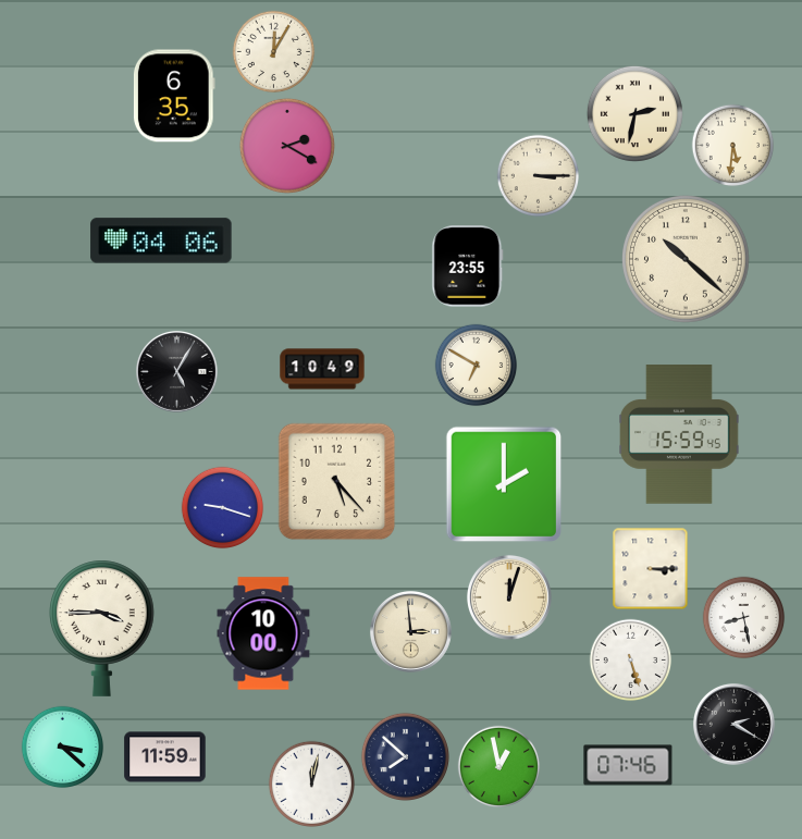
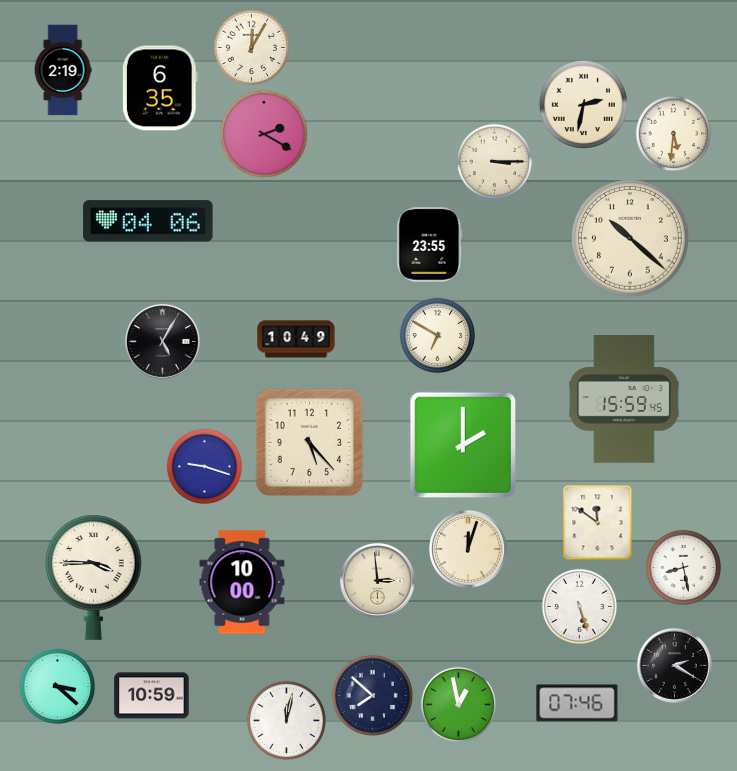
clock at (63, 70): none -> 2:19
clock at (651, 569): 3:15 -> 11:51
clock at (165, 757): 11:59 -> 10:59
